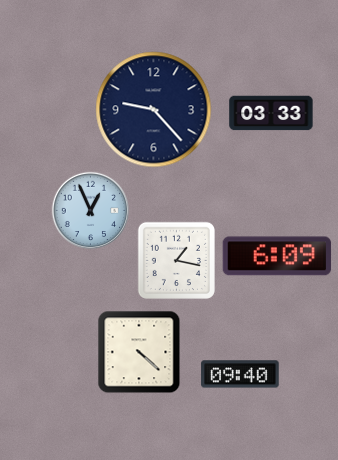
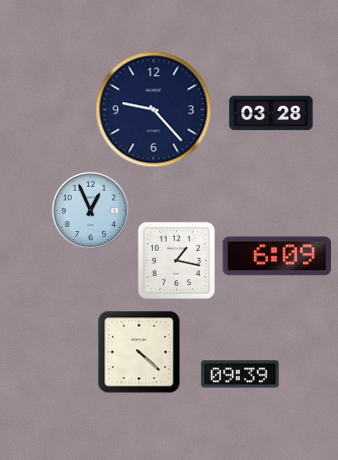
clock at (271, 113): 03:33 -> 03:28
clock at (240, 374): 09:40 -> 09:39
